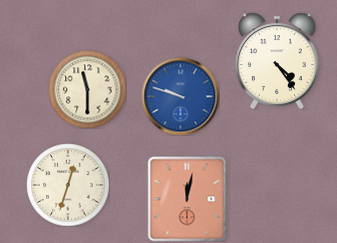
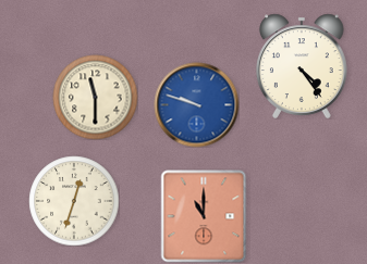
clock at (187, 199): 12:02 -> 11:00
